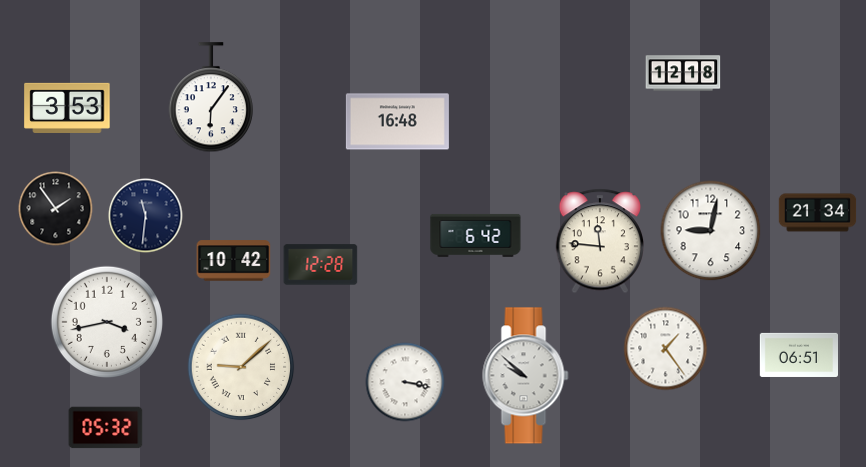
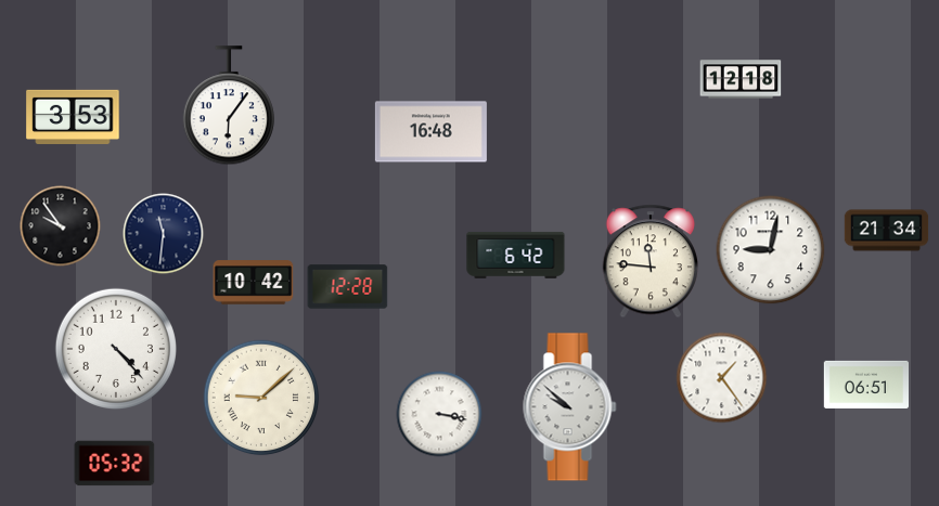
clock at (56, 209): 1:54 -> 9:54
clock at (146, 216) position: (146, 216) -> (164, 234)
clock at (106, 321): 3:43 -> 4:23
